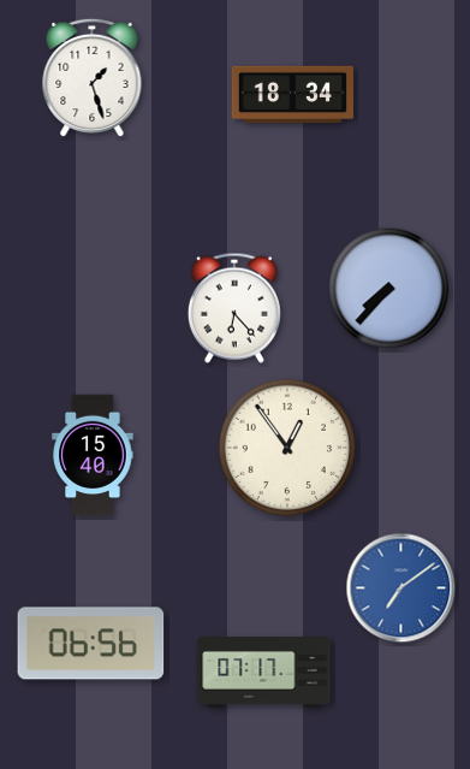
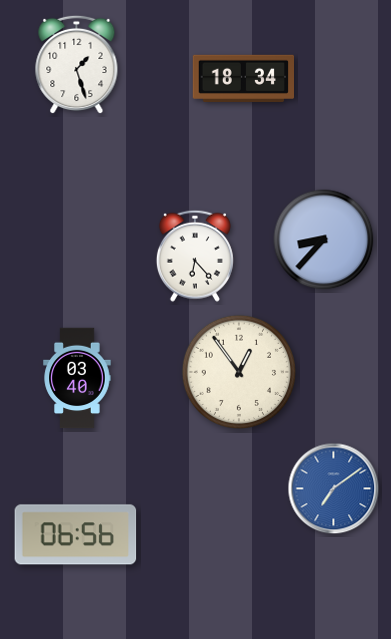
clock at (389, 289): 7:37 -> 8:37
clock at (93, 455): 15:40 -> 03:40
clock at (264, 673): 07:17 -> none
